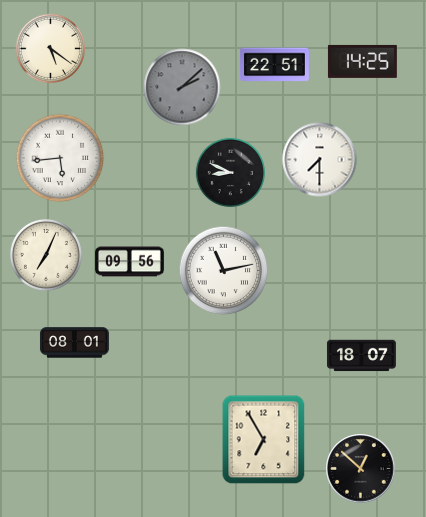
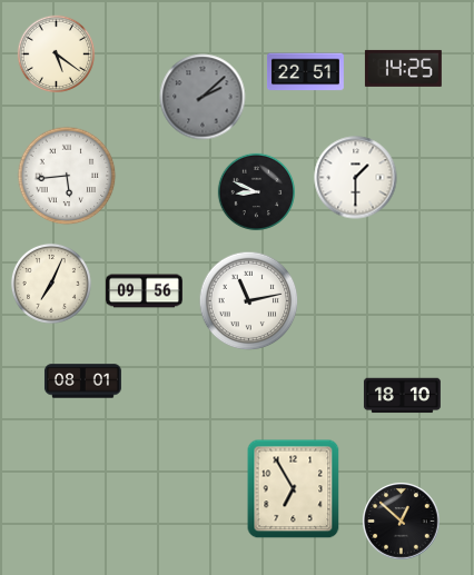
clock at (320, 160): 7:30 -> 1:30
clock at (361, 356): 18:07 -> 18:10
